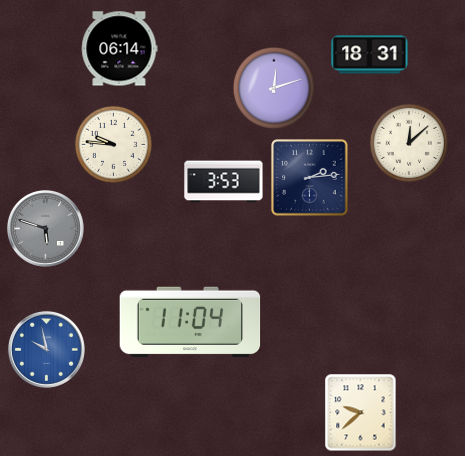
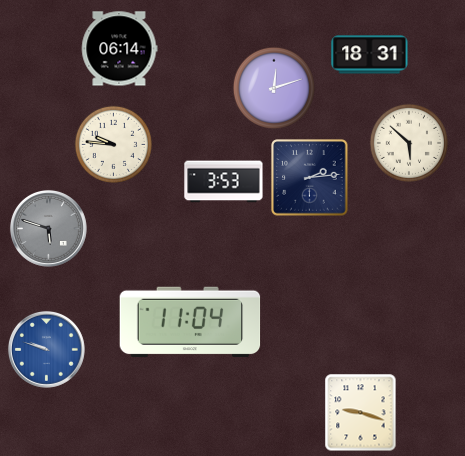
clock at (408, 142): 12:08 -> 5:52
clock at (45, 228) position: (45, 228) -> (48, 228)
clock at (46, 349): 9:58 -> 9:48
clock at (361, 412): 9:38 -> 9:18
